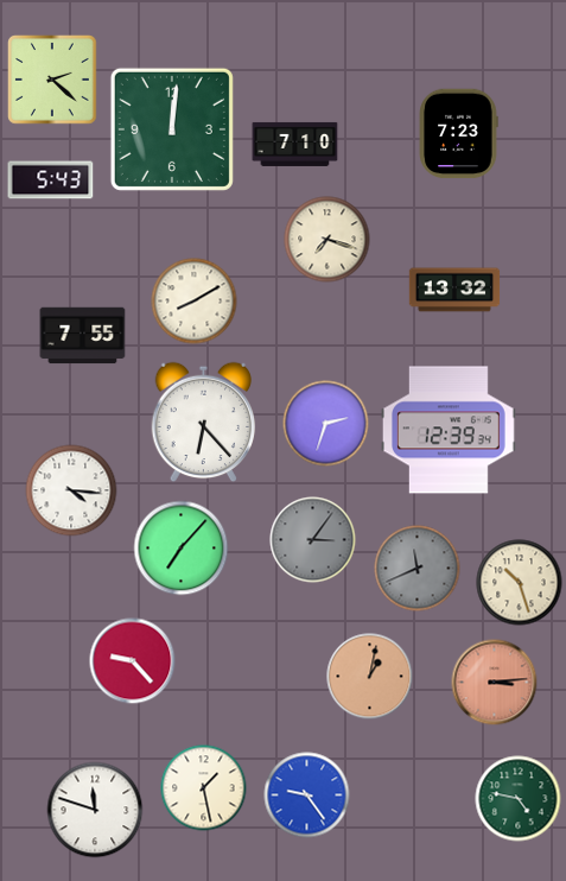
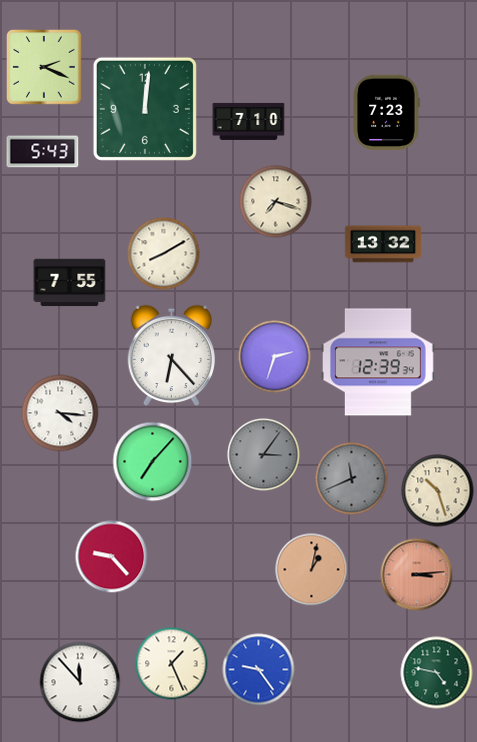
clock at (52, 80): 2:22 -> 2:19
clock at (204, 788): 1:28 -> 1:26
clock at (95, 810): 11:48 -> 11:53
